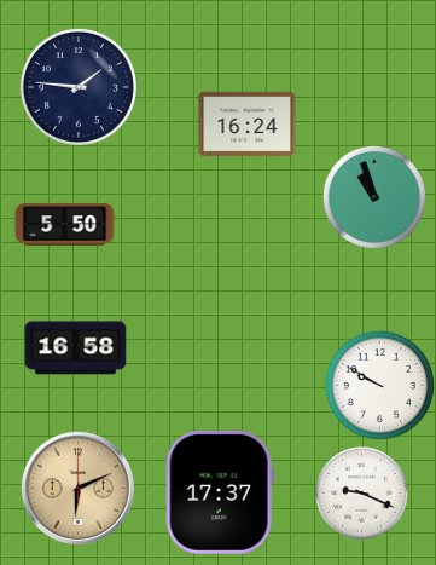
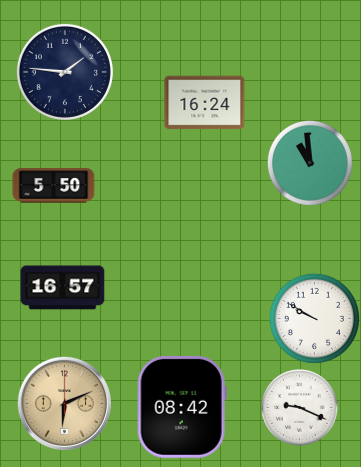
clock at (374, 197): 10:57 -> 10:59
clock at (76, 348): 16:58 -> 16:57
clock at (220, 492): 17:37 -> 08:42
